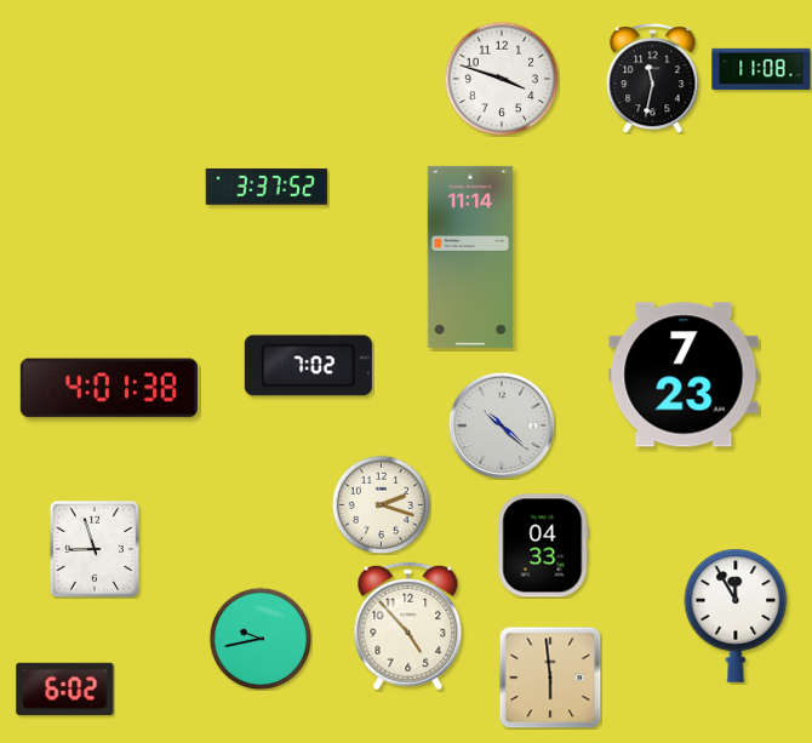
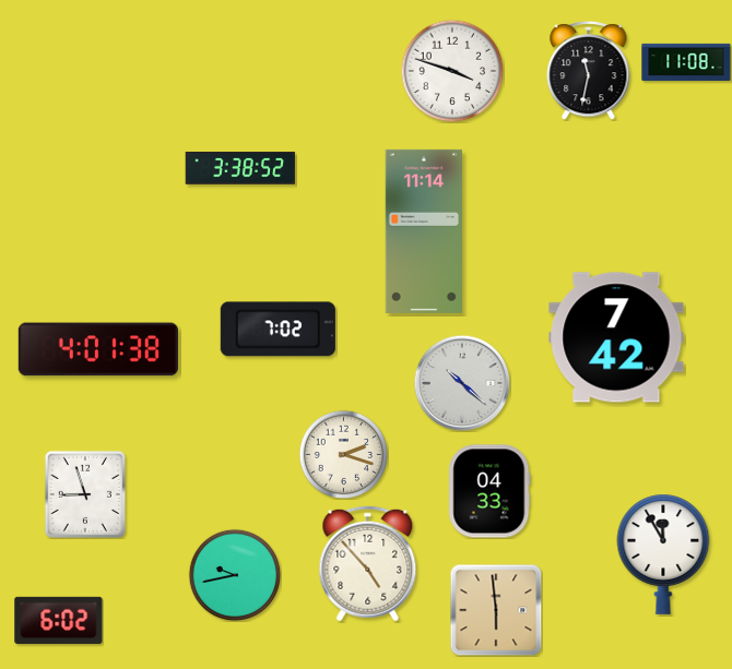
clock at (267, 187): 3:37 -> 3:38
clock at (684, 375): 7:23 -> 7:42
clock at (502, 425) position: (502, 425) -> (462, 383)
